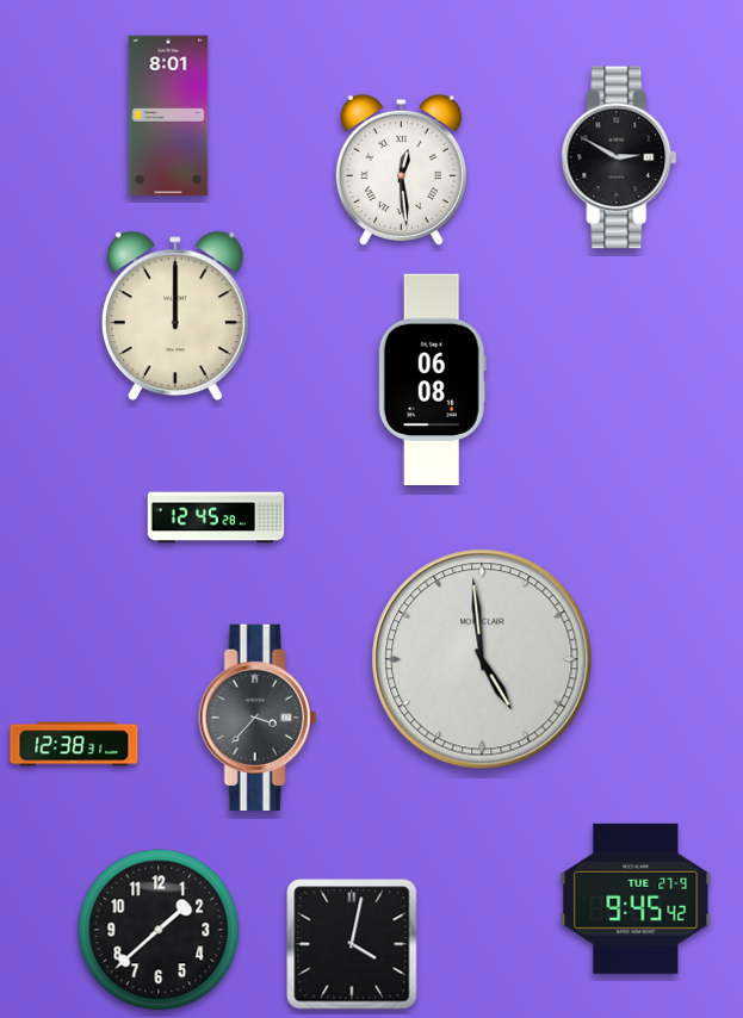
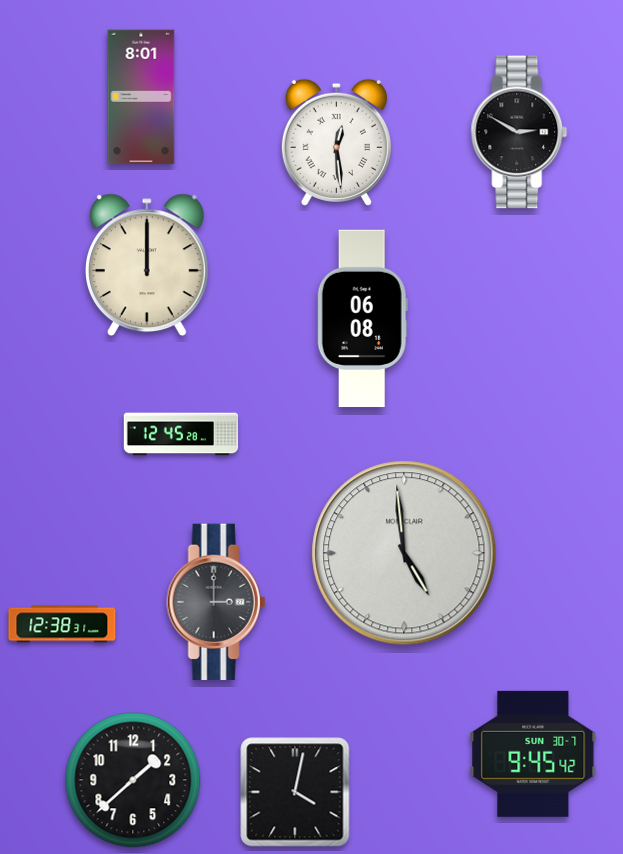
clock at (258, 716): 3:37 -> 3:00
clock at (636, 899) date: TUE 27-9 -> SUN 30-7
